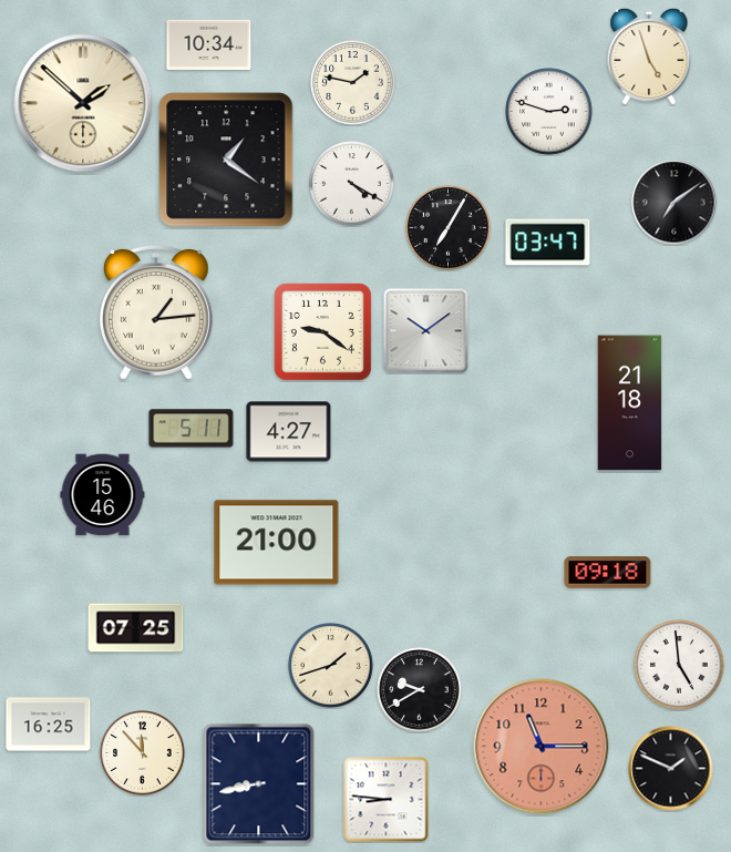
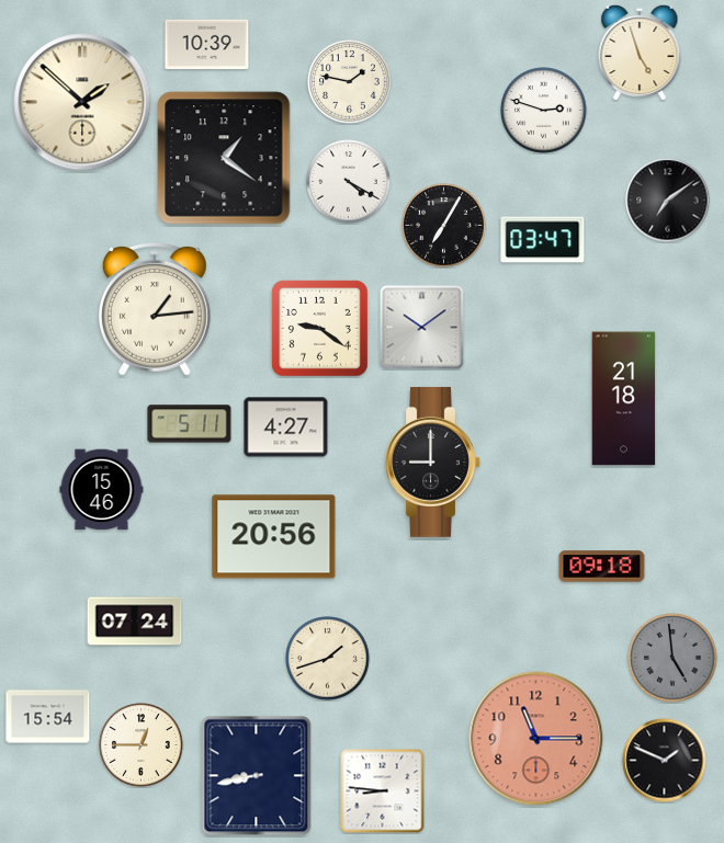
clock at (209, 44): 10:34 -> 10:39
clock at (649, 57) position: (649, 57) -> (640, 53)
clock at (433, 462): none -> 9:00
clock at (277, 543): 21:00 -> 20:56
clock at (136, 628): 07:25 -> 07:24
clock at (679, 665) dial: white -> grey
clock at (420, 690): 9:40 -> none
clock at (49, 725): 16:25 -> 15:54
clock at (143, 753): 11:53 -> 12:45
